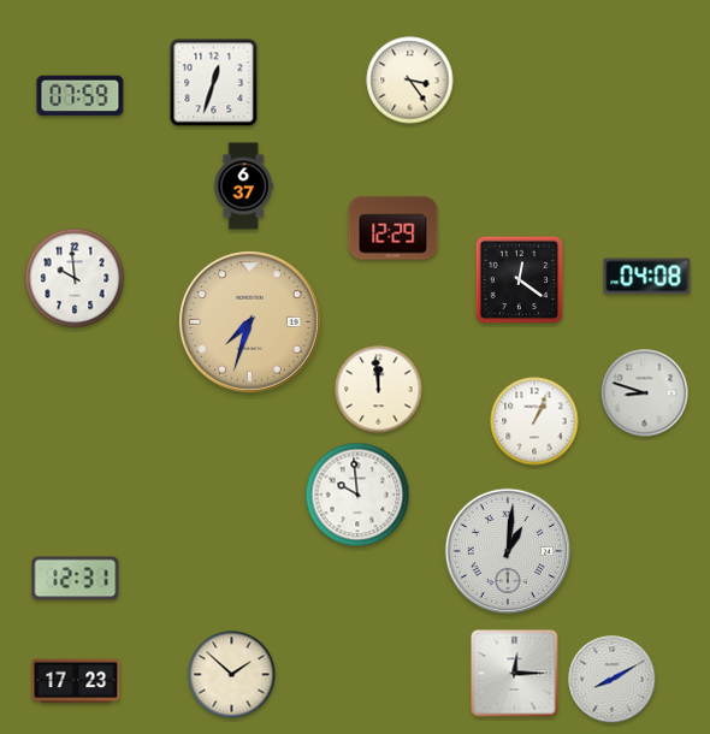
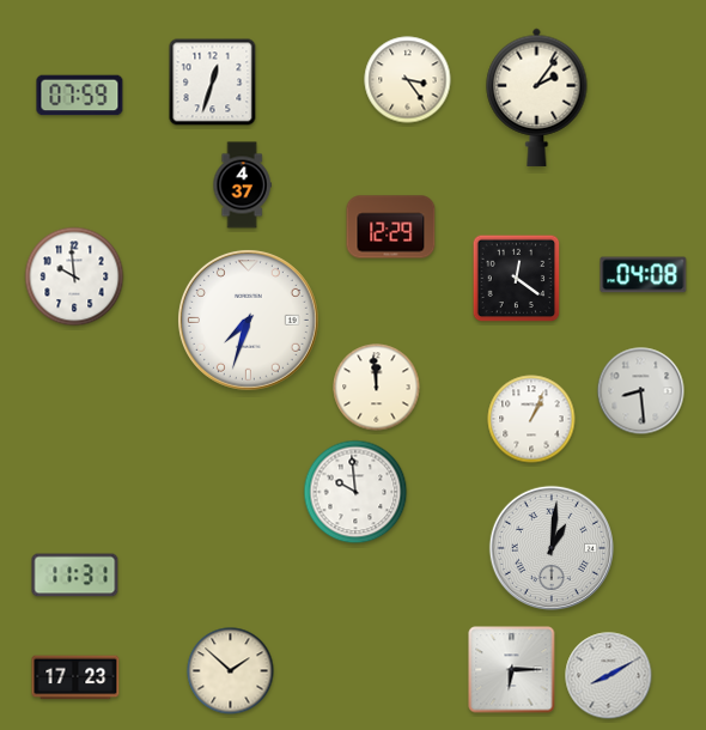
clock at (537, 97): none -> 2:06
clock at (243, 187): 6:37 -> 4:37
clock at (249, 321) dial: champagne -> white
clock at (645, 393): 8:48 -> 8:29
clock at (508, 551) position: (508, 551) -> (552, 548)
clock at (76, 579): 12:31 -> 11:31
clock at (515, 674): 12:15 -> 6:15
